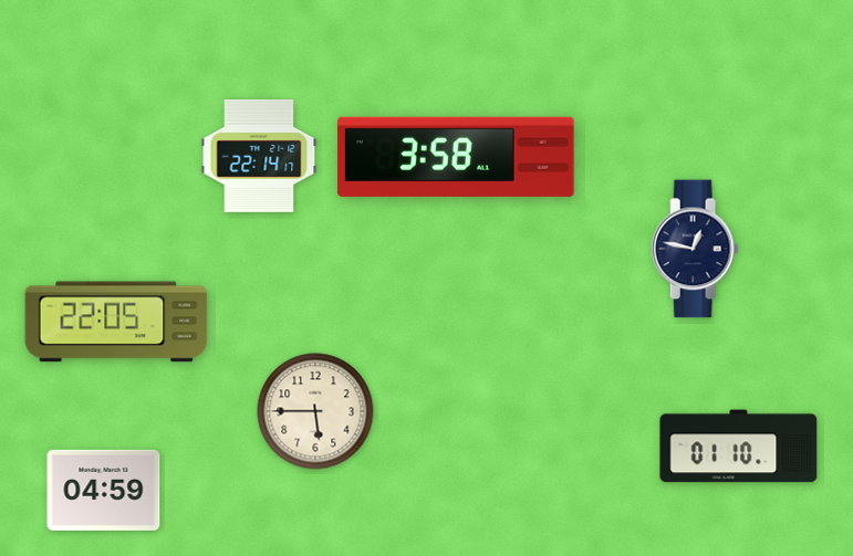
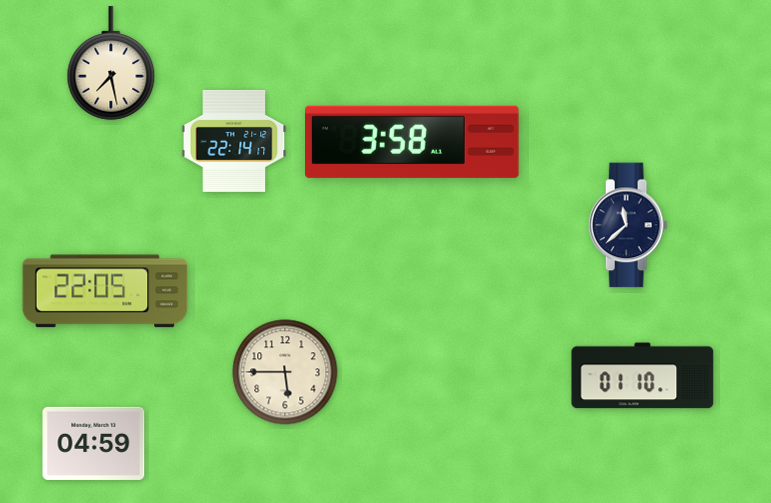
clock at (111, 63): none -> 7:28
clock at (695, 249): 12:47 -> 11:38
clock at (739, 447) position: (739, 447) -> (643, 376)
